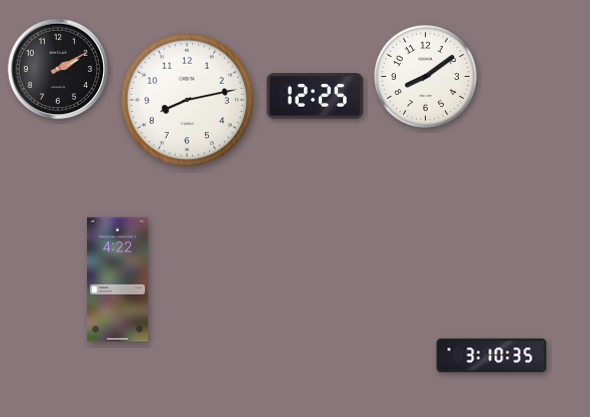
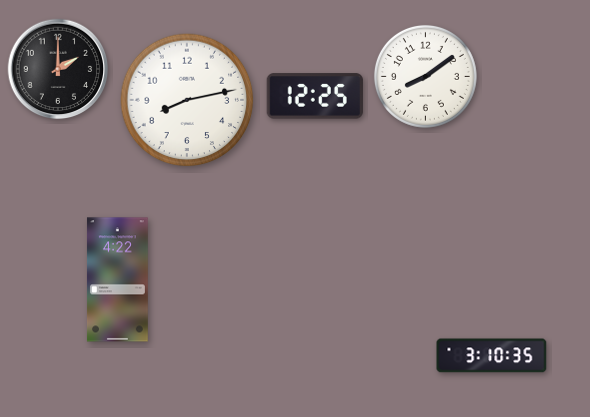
clock at (58, 69): 2:10 -> 2:00
